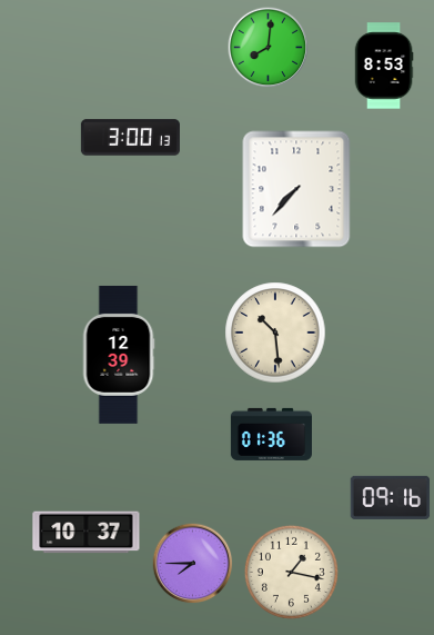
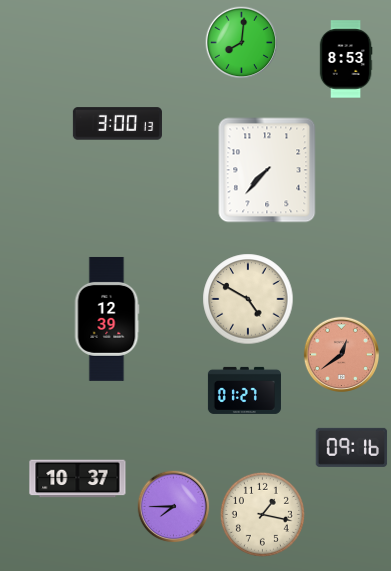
clock at (275, 333): 10:29 -> 4:50
clock at (341, 354): none -> 12:39
clock at (271, 434): 01:36 -> 01:27
